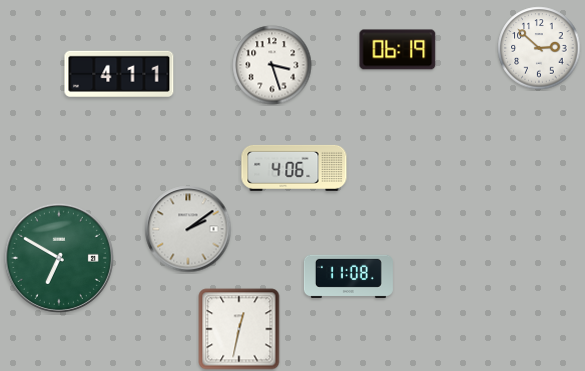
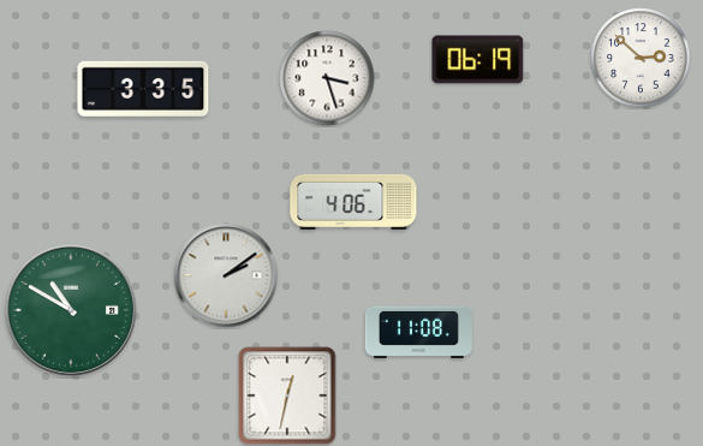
clock at (539, 48) position: (539, 48) -> (641, 58)
clock at (119, 74): 4:11 -> 3:35
clock at (59, 258): 6:50 -> 10:50
